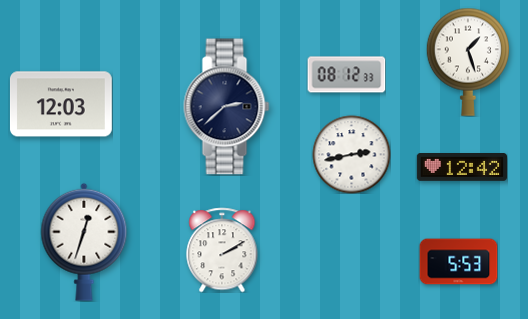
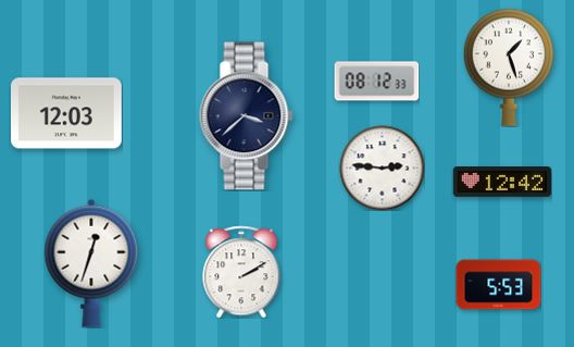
clock at (227, 107): 2:38 -> 3:38
clock at (351, 154): 2:43 -> 2:46
